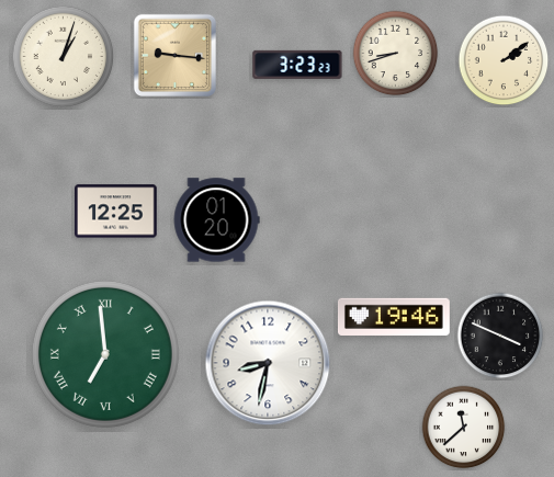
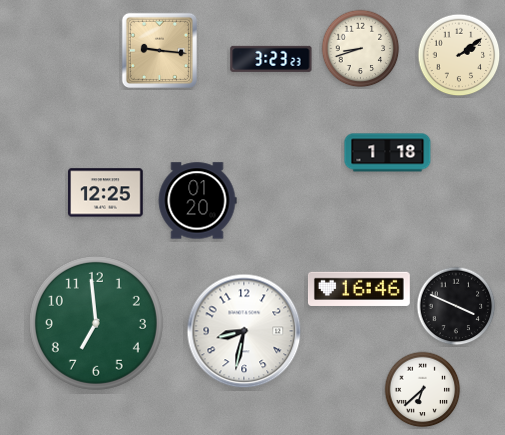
clock at (64, 57): 1:03 -> none
clock at (388, 153): none -> 1:18
clock at (394, 317): 19:46 -> 16:46
clock at (105, 354) numerals: Roman -> Arabic
clock at (464, 428): 11:38 -> 6:38
